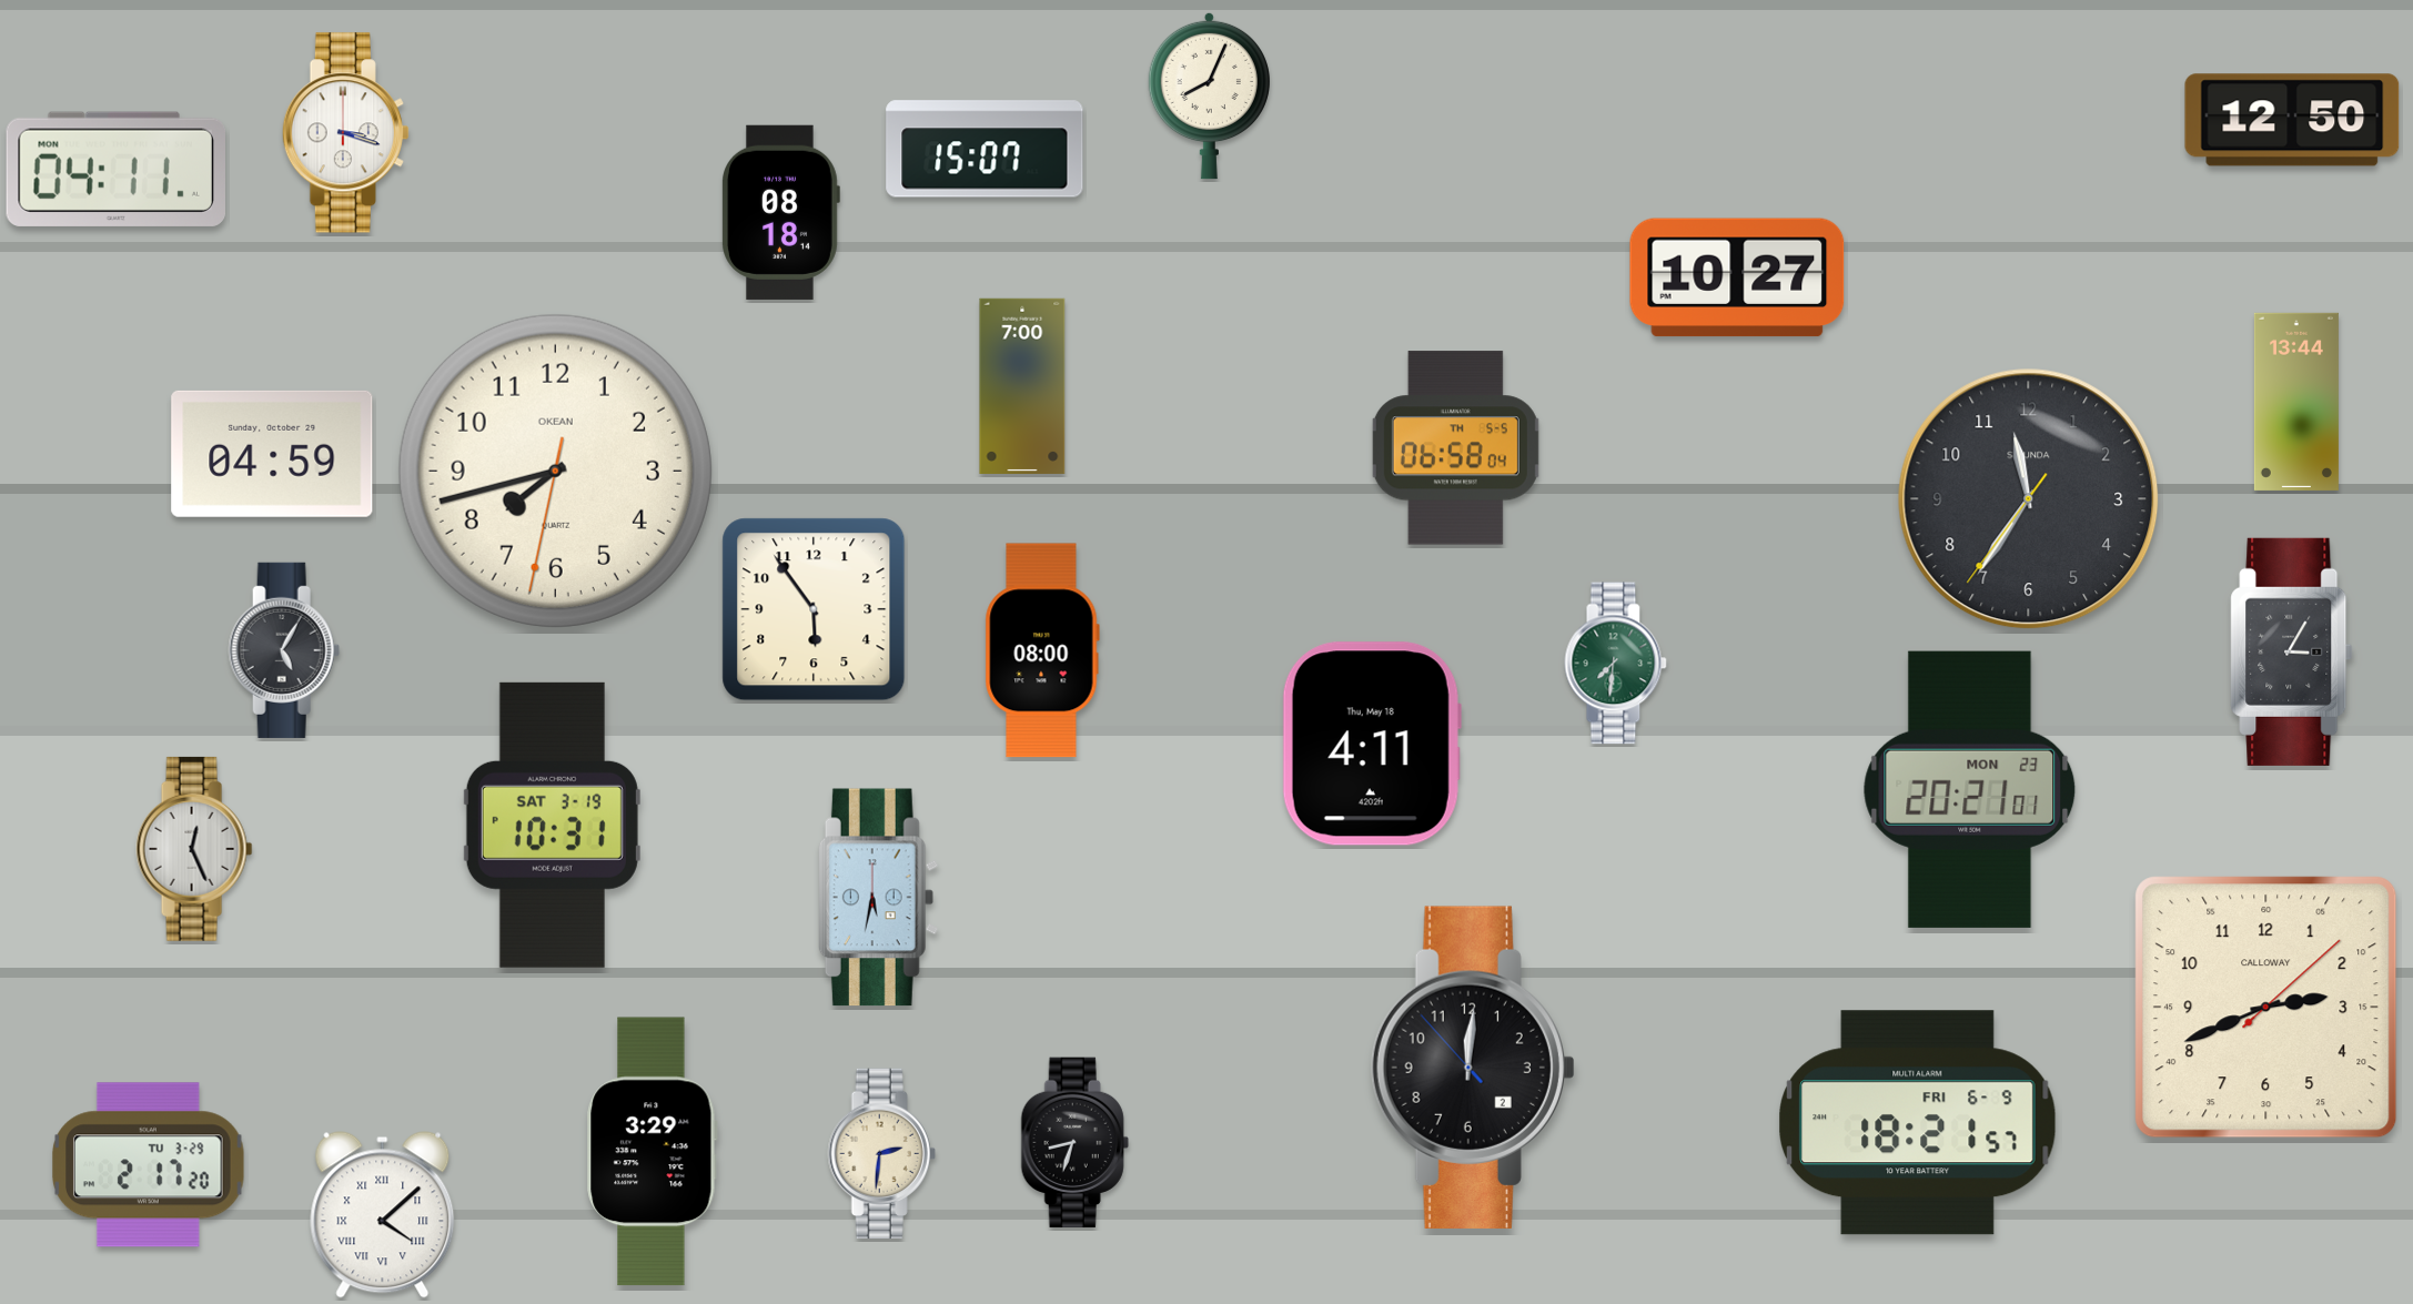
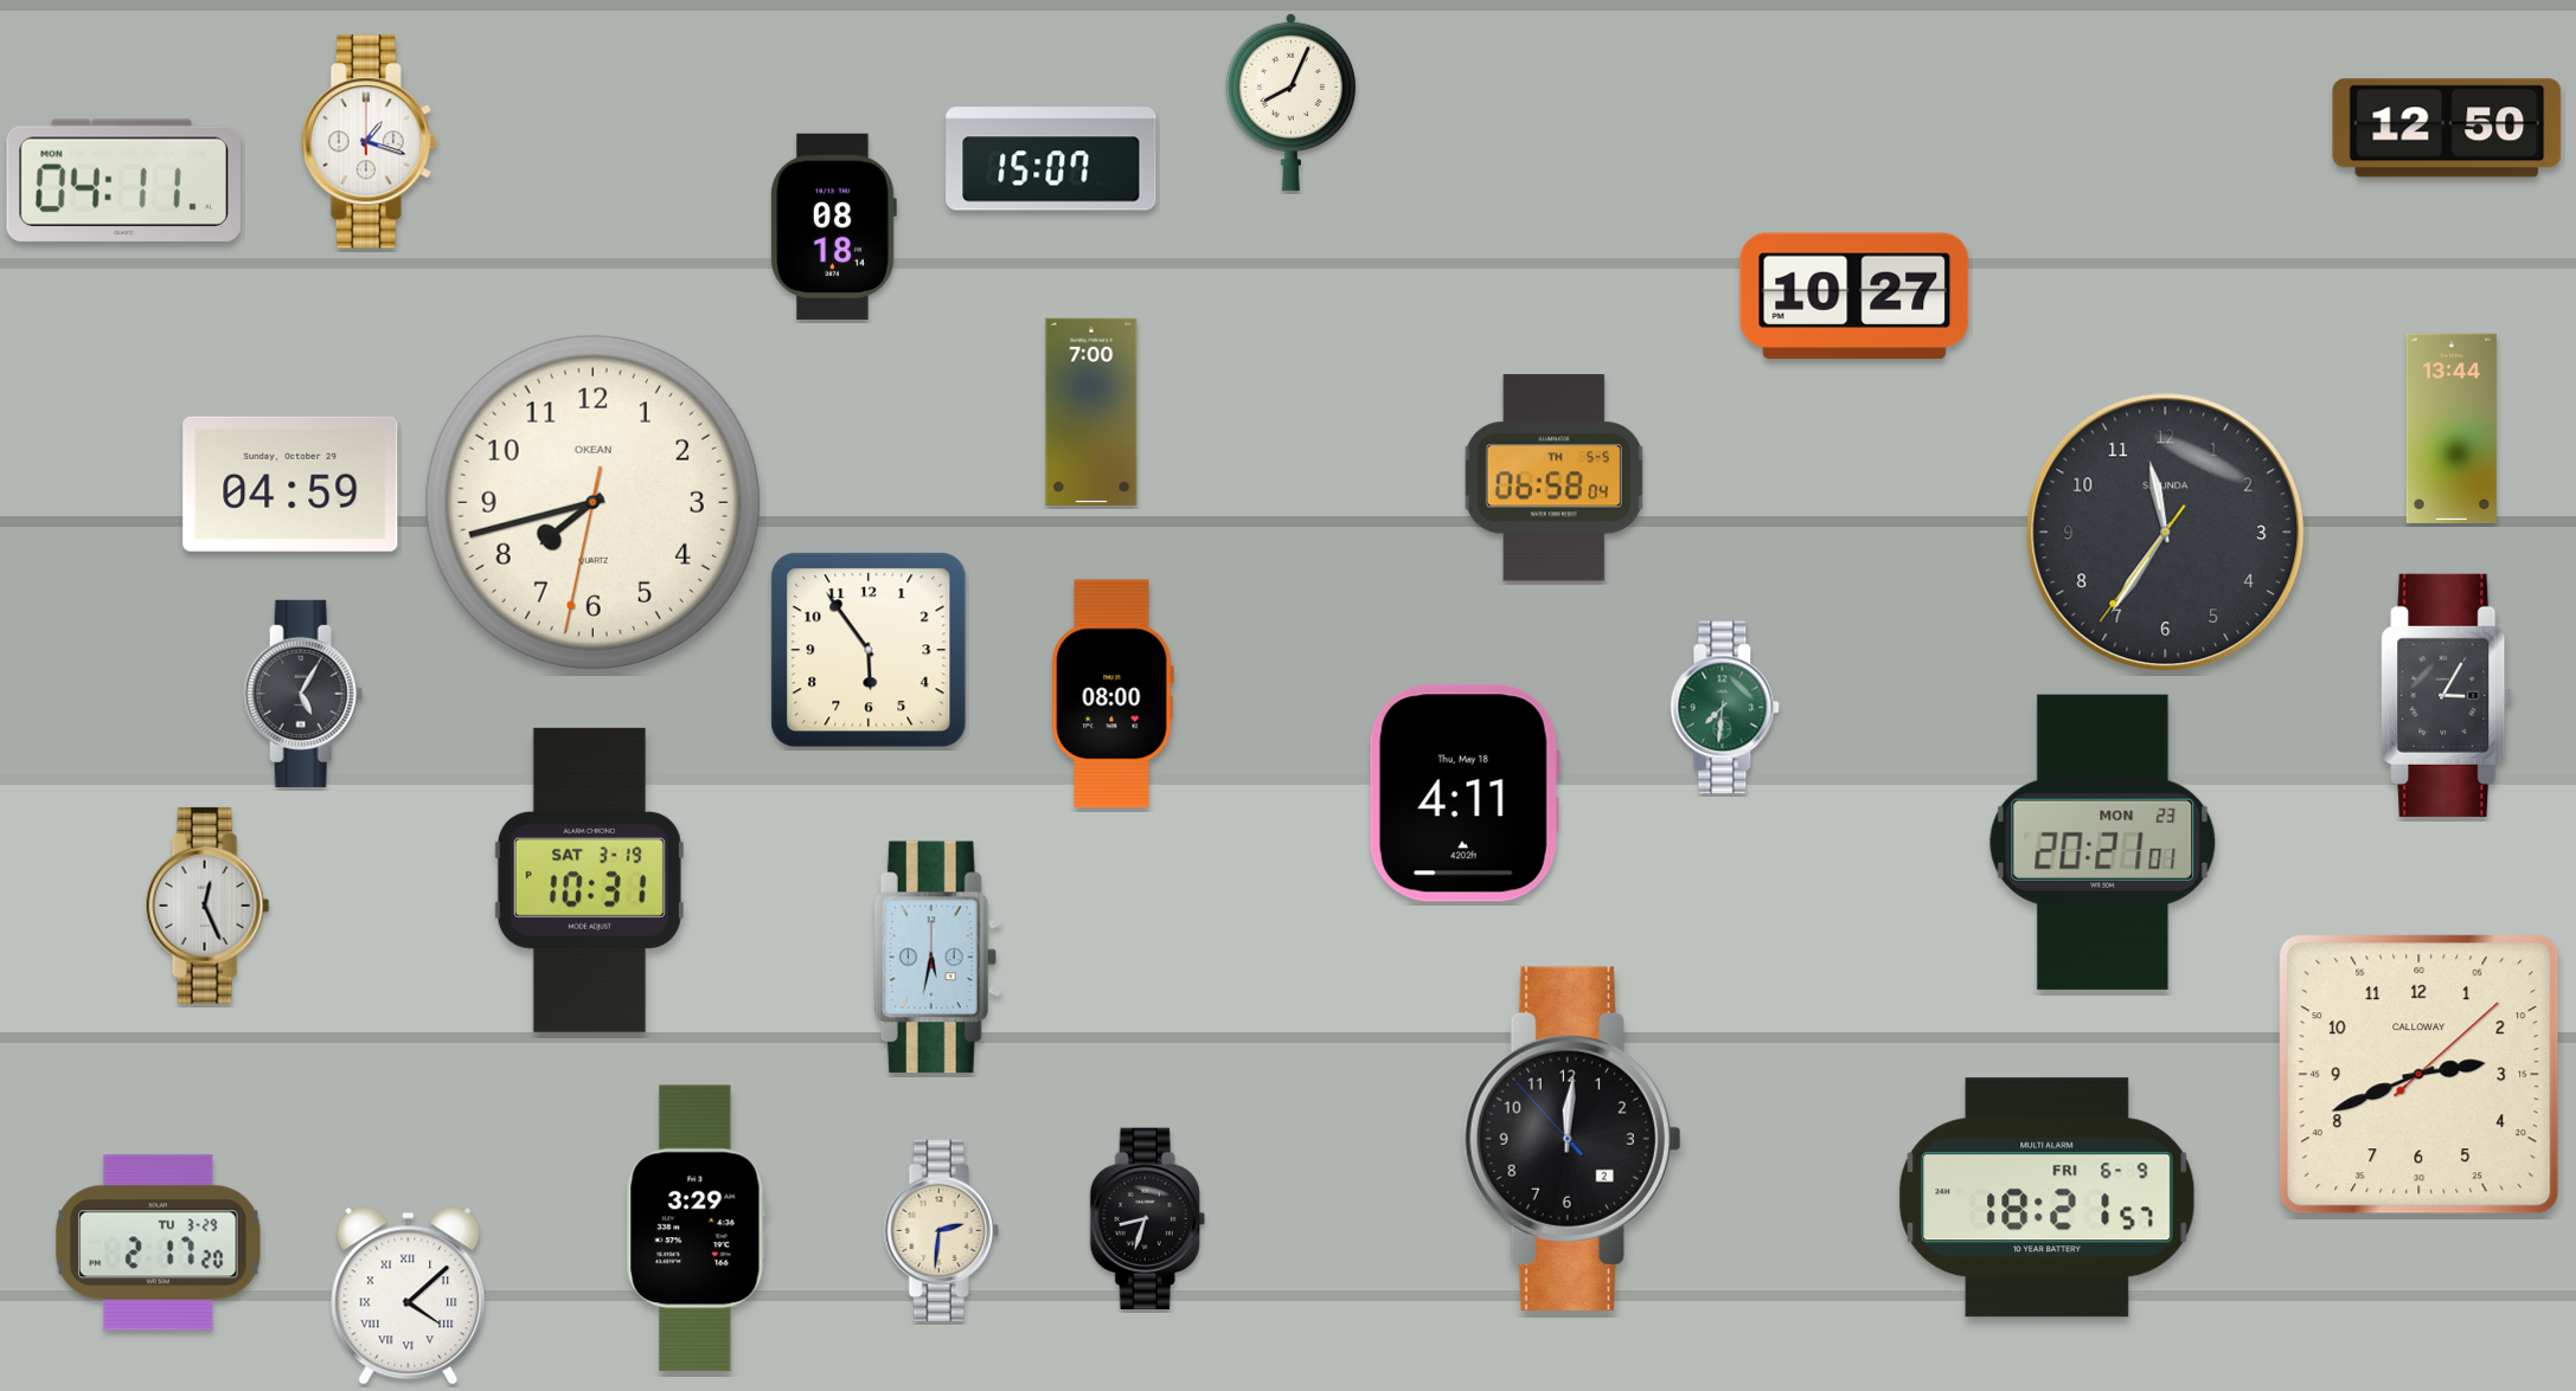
clock at (345, 133): 3:18 -> 1:18
